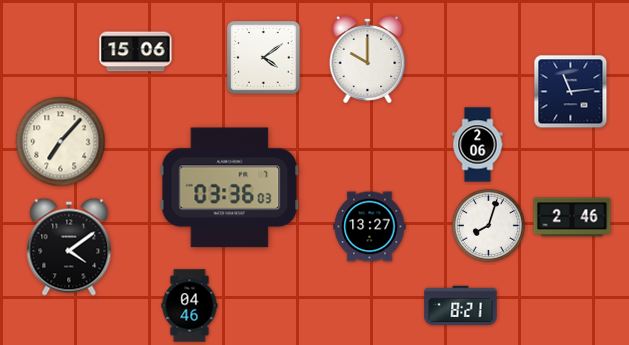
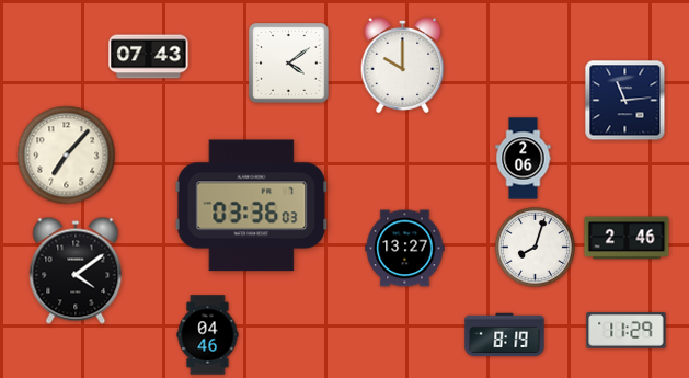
clock at (136, 52): 15:06 -> 07:43
clock at (627, 331): none -> 11:29
clock at (461, 306): 8:21 -> 8:19
